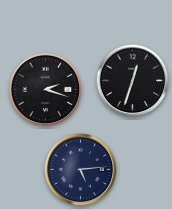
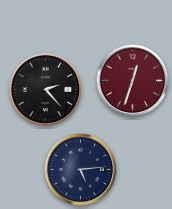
clock at (133, 81) dial: black -> burgundy
clock at (46, 90): 2:18 -> 2:23
